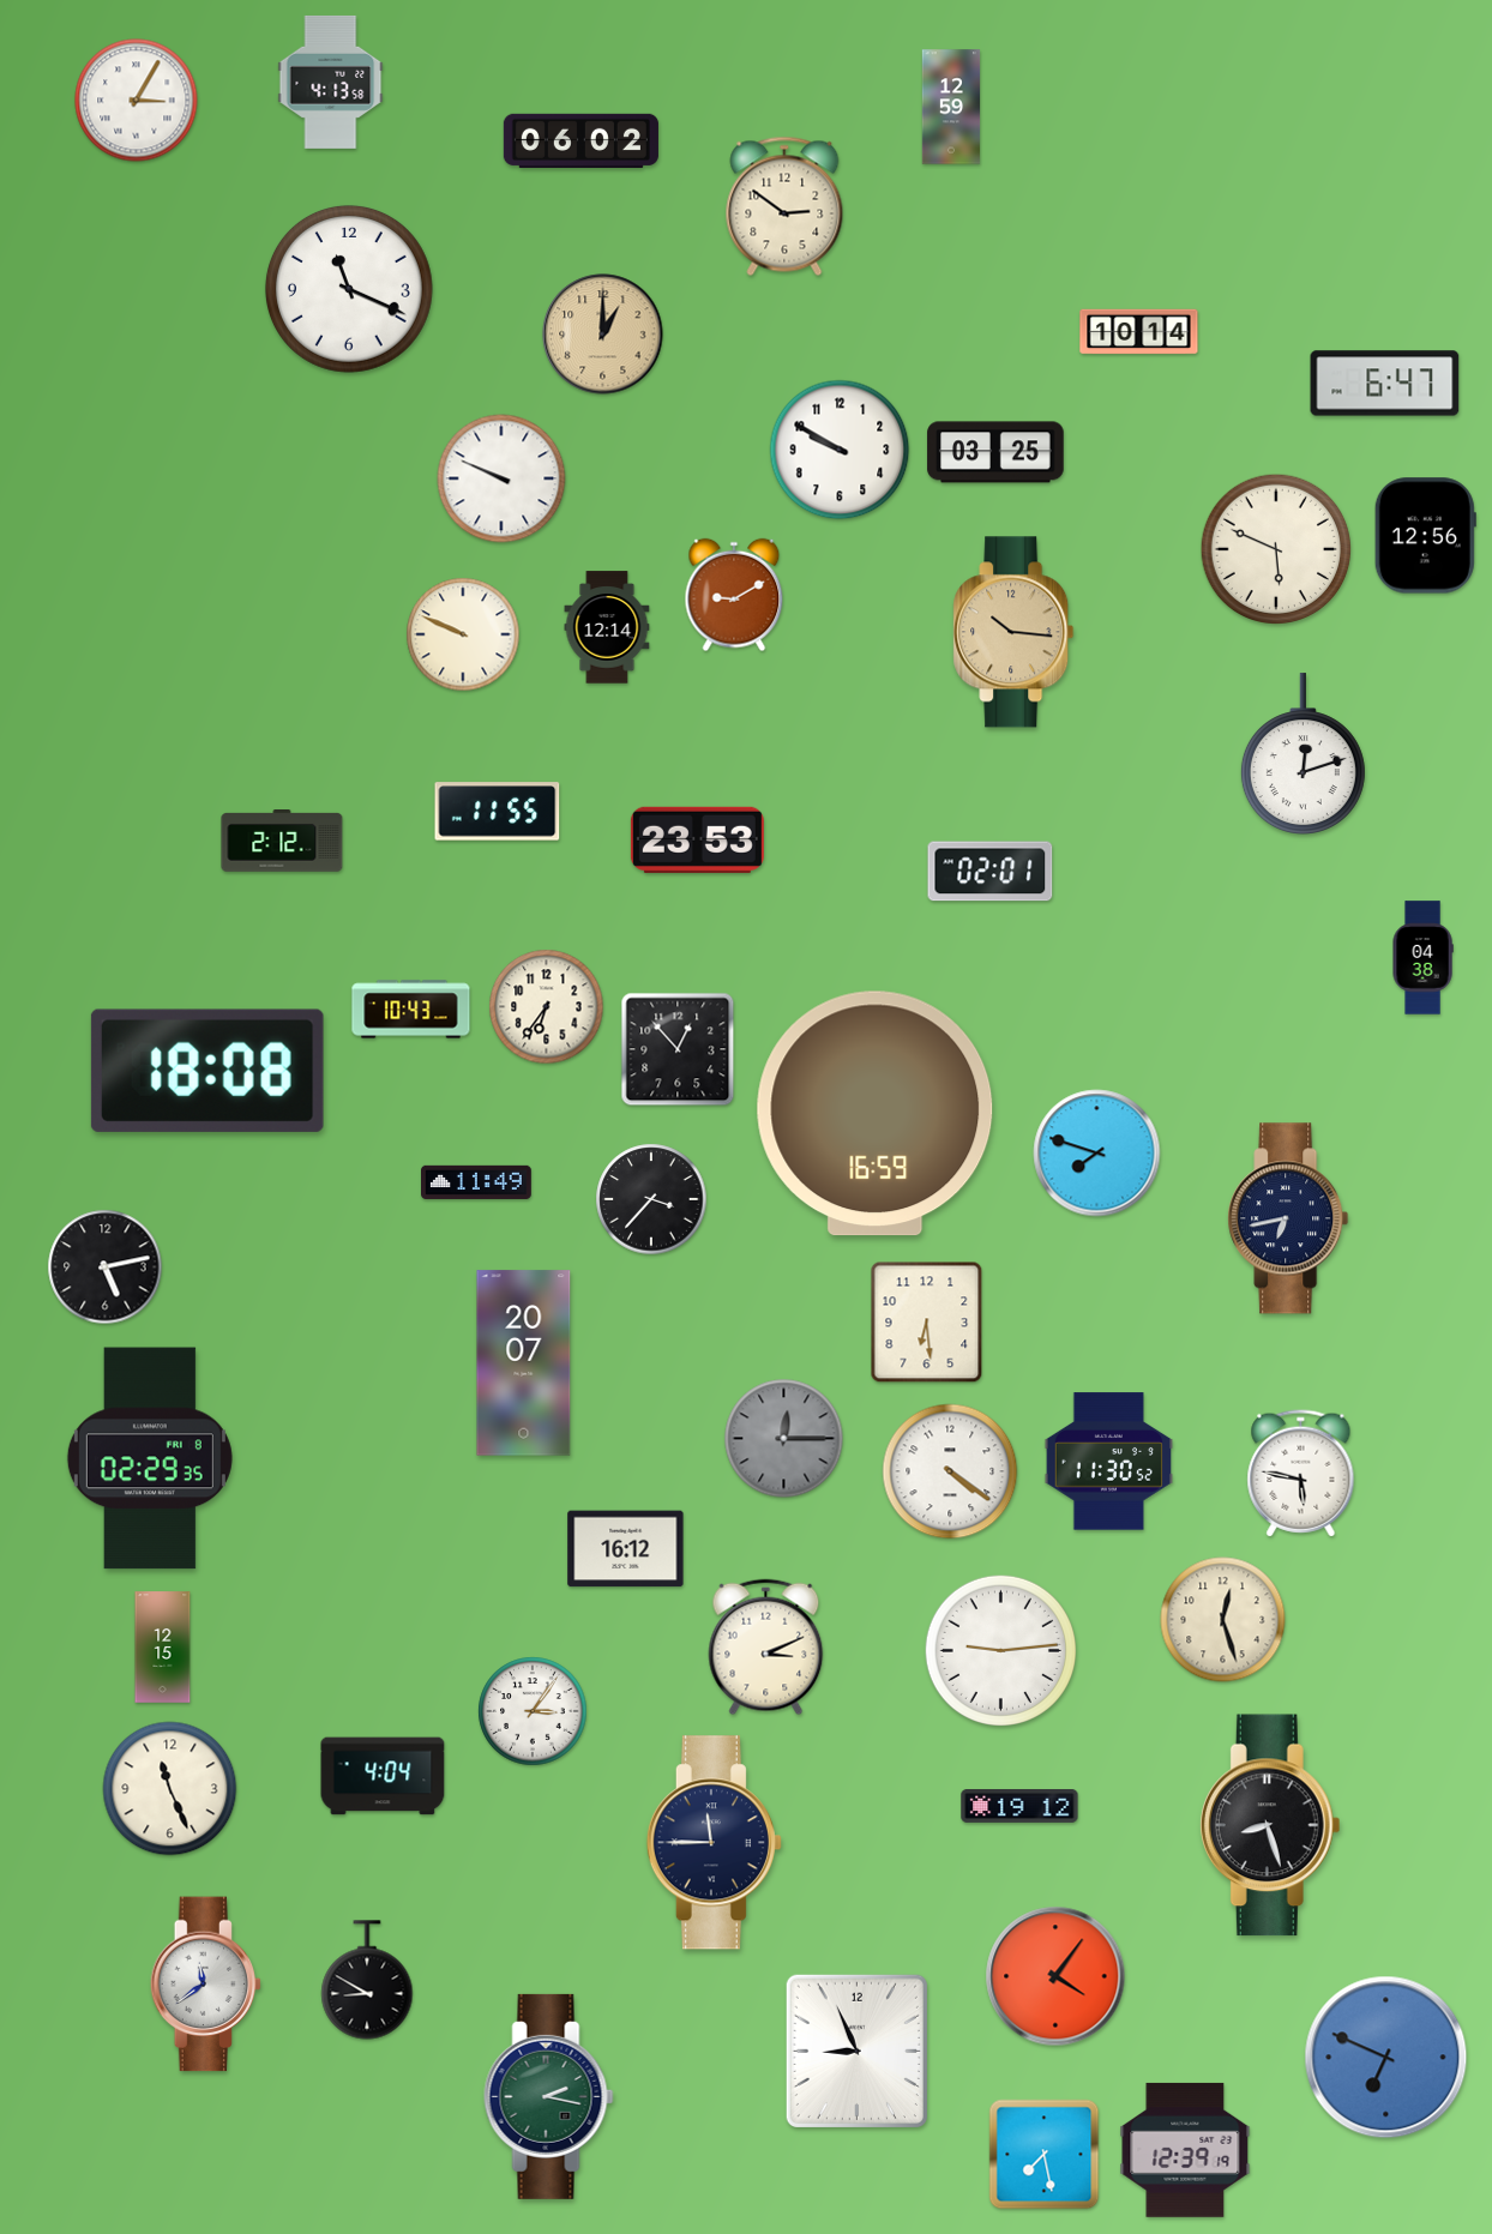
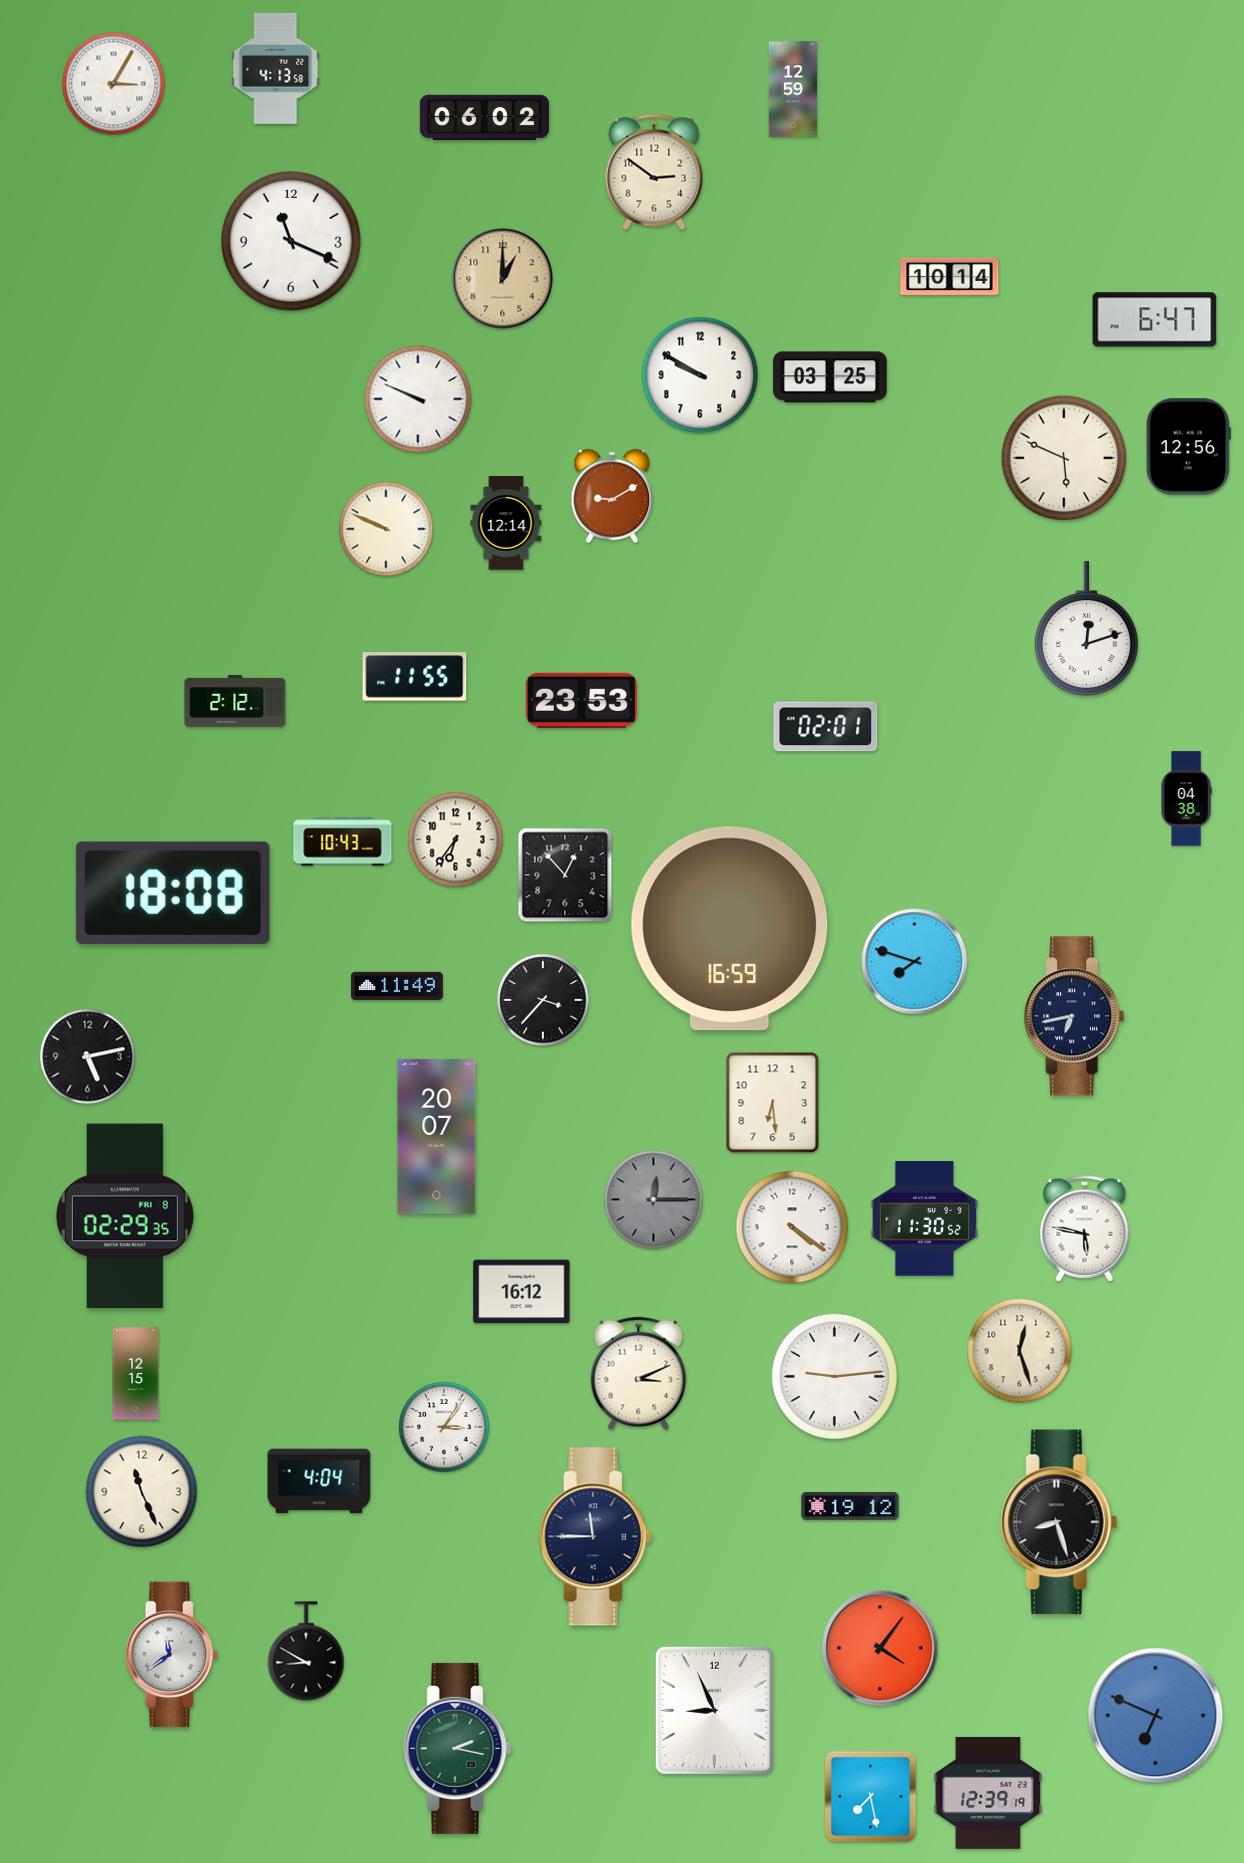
clock at (1013, 632): 10:16 -> none
